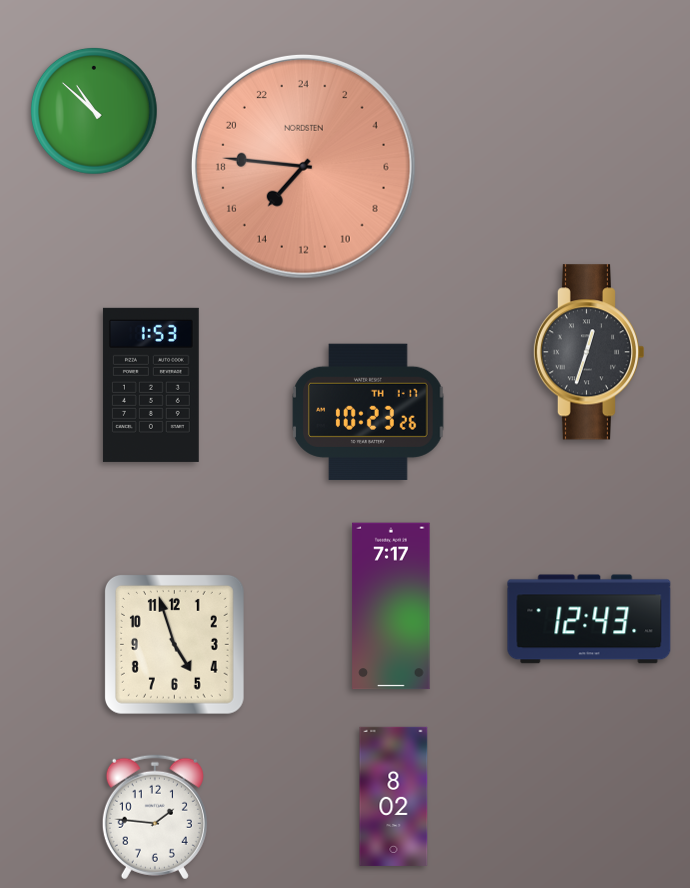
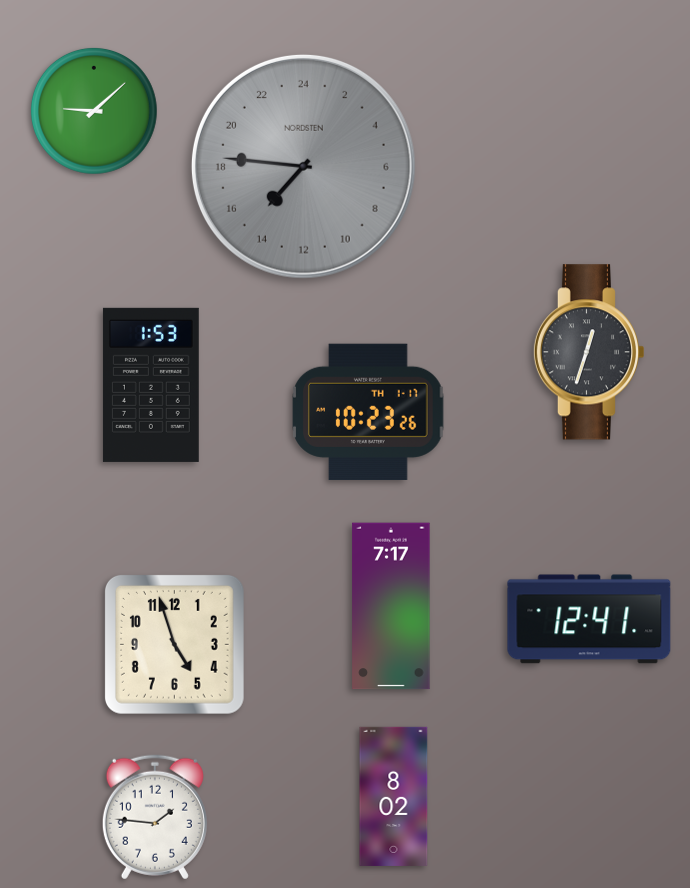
clock at (94, 111): 10:52 -> 9:08
clock at (303, 166) dial: salmon -> grey
clock at (589, 619): 12:43 -> 12:41
